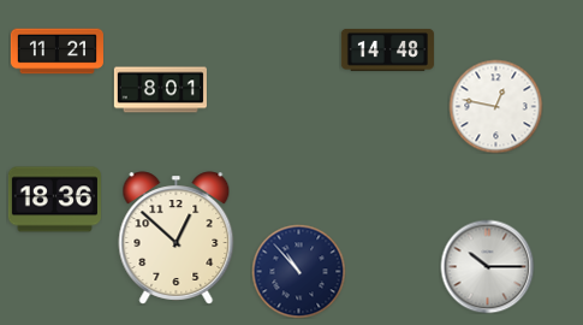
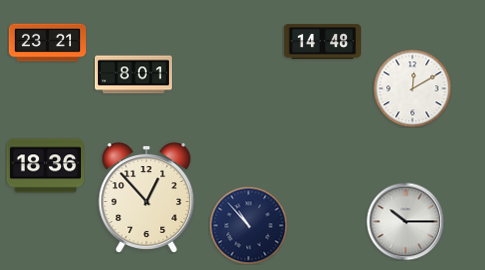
clock at (56, 52): 11:21 -> 23:21
clock at (495, 106): 12:47 -> 12:10
clock at (177, 238): 12:52 -> 12:53
